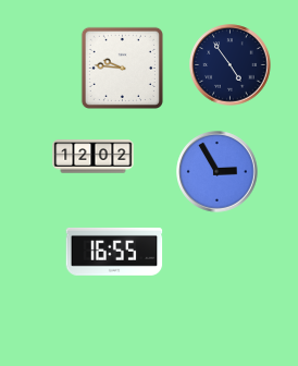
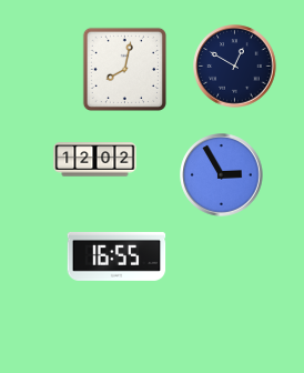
clock at (231, 65): 4:54 -> 12:50
clock at (122, 68): 9:46 -> 8:02
